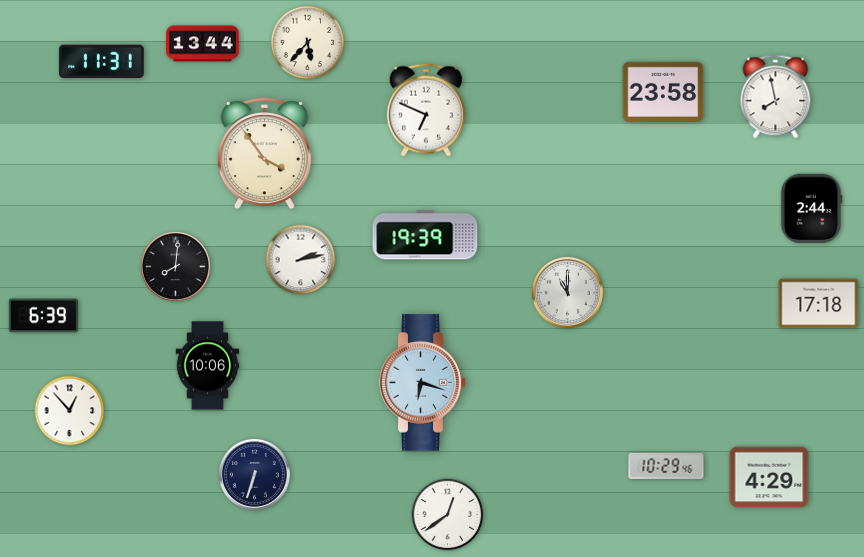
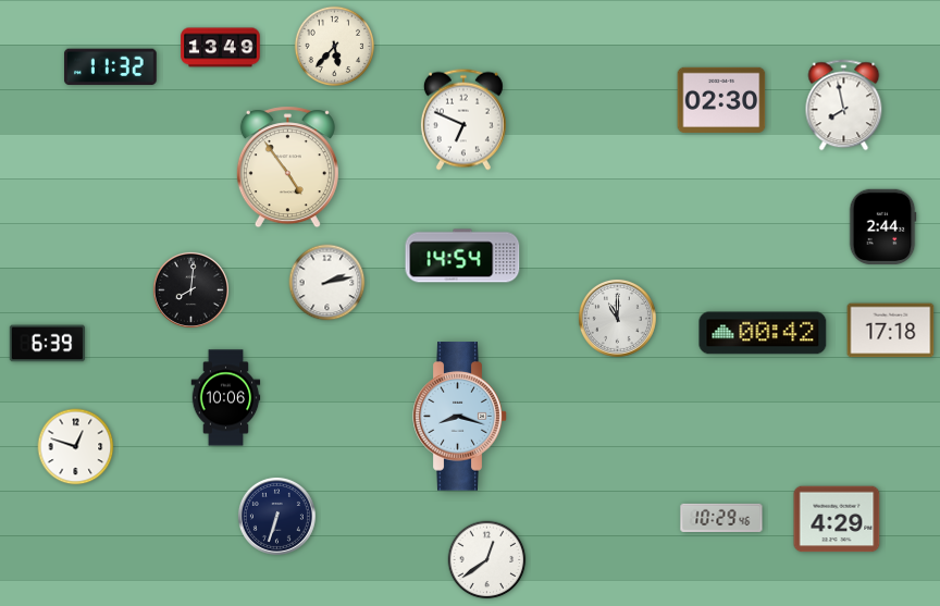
clock at (203, 44): 13:44 -> 13:49
clock at (102, 62): 11:31 -> 11:32
clock at (663, 91): 23:58 -> 02:30
clock at (264, 154): 3:54 -> 4:54
clock at (425, 235): 19:39 -> 14:54
clock at (763, 333): none -> 00:42
clock at (423, 383): 6:18 -> 8:18
clock at (70, 411): 12:53 -> 12:48
clock at (666, 466) position: (666, 466) -> (721, 518)
